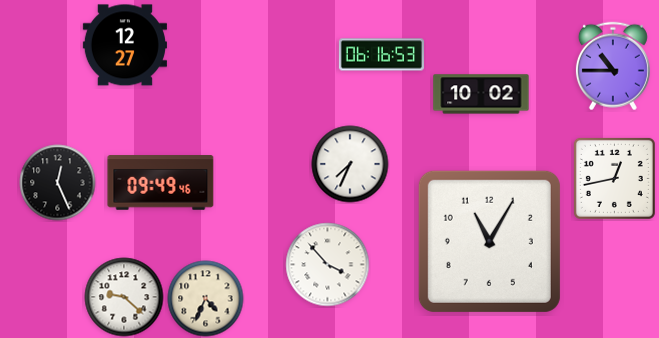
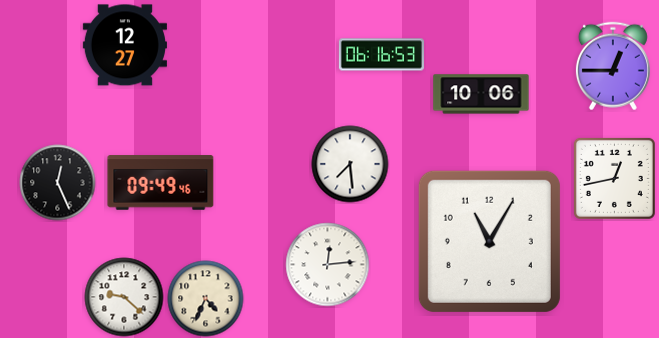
clock at (613, 66): 10:45 -> 12:45
clock at (481, 94): 10:02 -> 10:06
clock at (350, 164): 7:34 -> 7:29
clock at (328, 265): 3:53 -> 12:14
